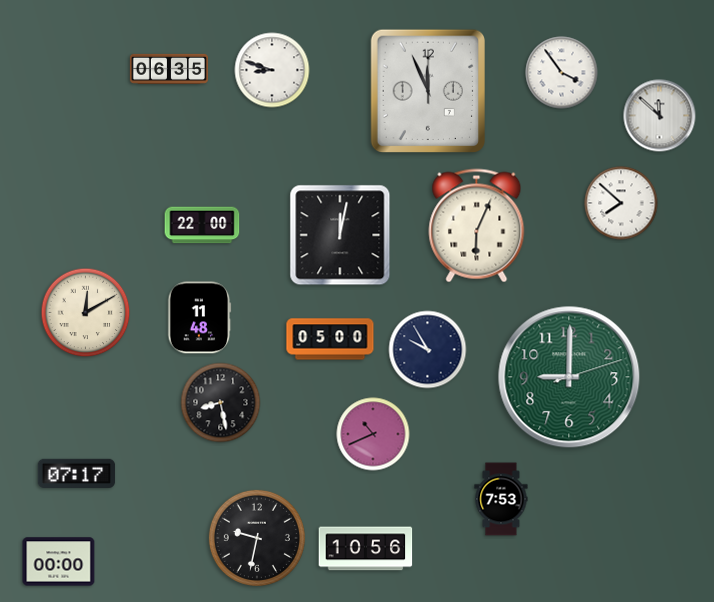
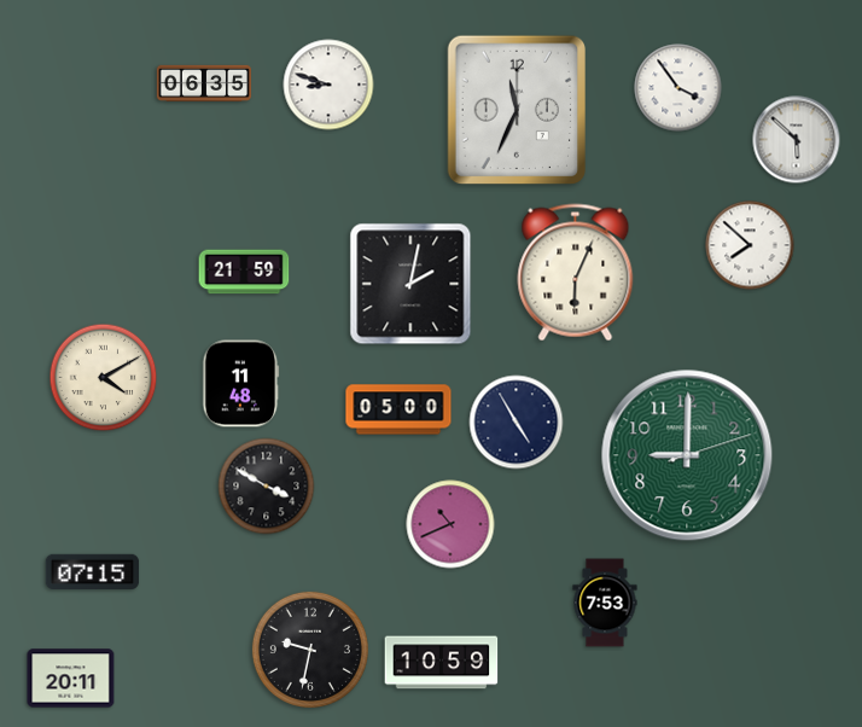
clock at (427, 91): 11:56 -> 11:34
clock at (660, 116): 11:52 -> 5:52
clock at (202, 225): 22:00 -> 21:59
clock at (340, 235): 12:02 -> 2:02
clock at (86, 313): 12:10 -> 4:10
clock at (428, 350): 9:55 -> 4:55
clock at (221, 403): 8:28 -> 3:50
clock at (77, 473): 07:17 -> 07:15
clock at (366, 549): 10:56 -> 10:59
clock at (59, 562): 00:00 -> 20:11
